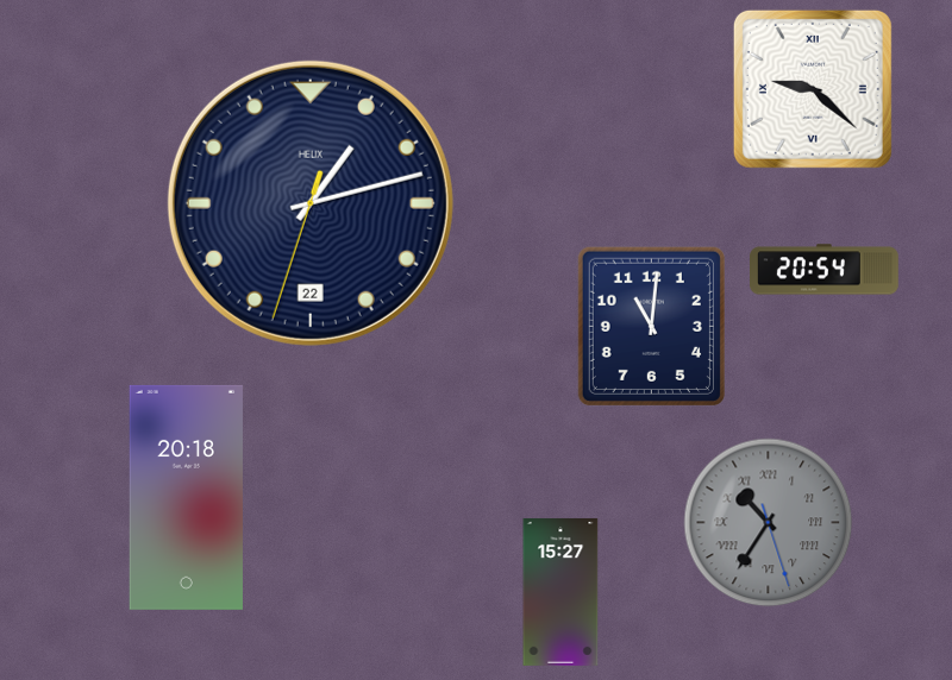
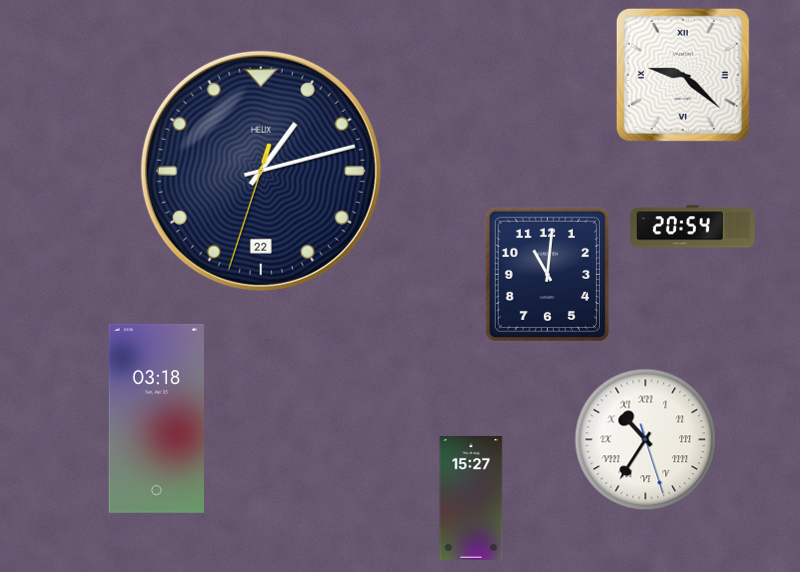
clock at (186, 497): 20:18 -> 03:18
clock at (769, 523) dial: grey -> white
